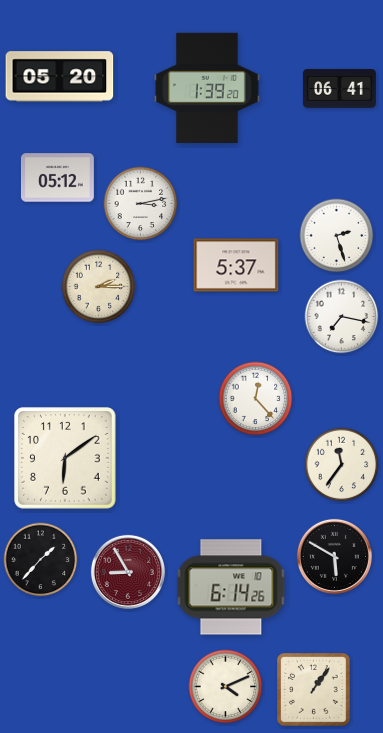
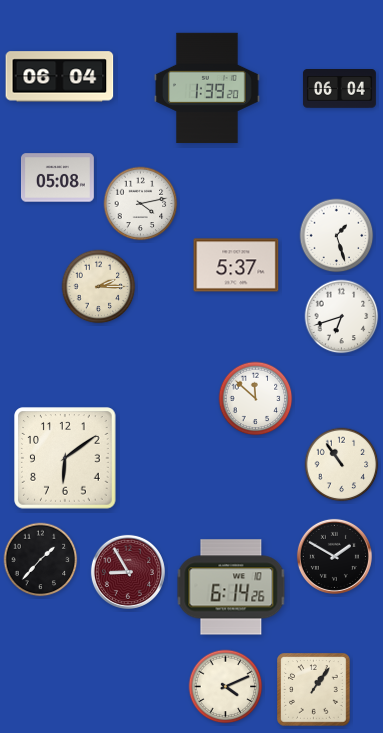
clock at (60, 77): 05:20 -> 06:04
clock at (339, 89): 06:41 -> 06:04
clock at (57, 178): 05:12 -> 05:08
clock at (141, 204): 3:13 -> 4:13
clock at (337, 236): 2:27 -> 1:27
clock at (342, 317): 7:17 -> 6:42
clock at (256, 399): 12:23 -> 11:52
clock at (342, 465): 11:36 -> 10:54
clock at (334, 556): 5:50 -> 1:50
